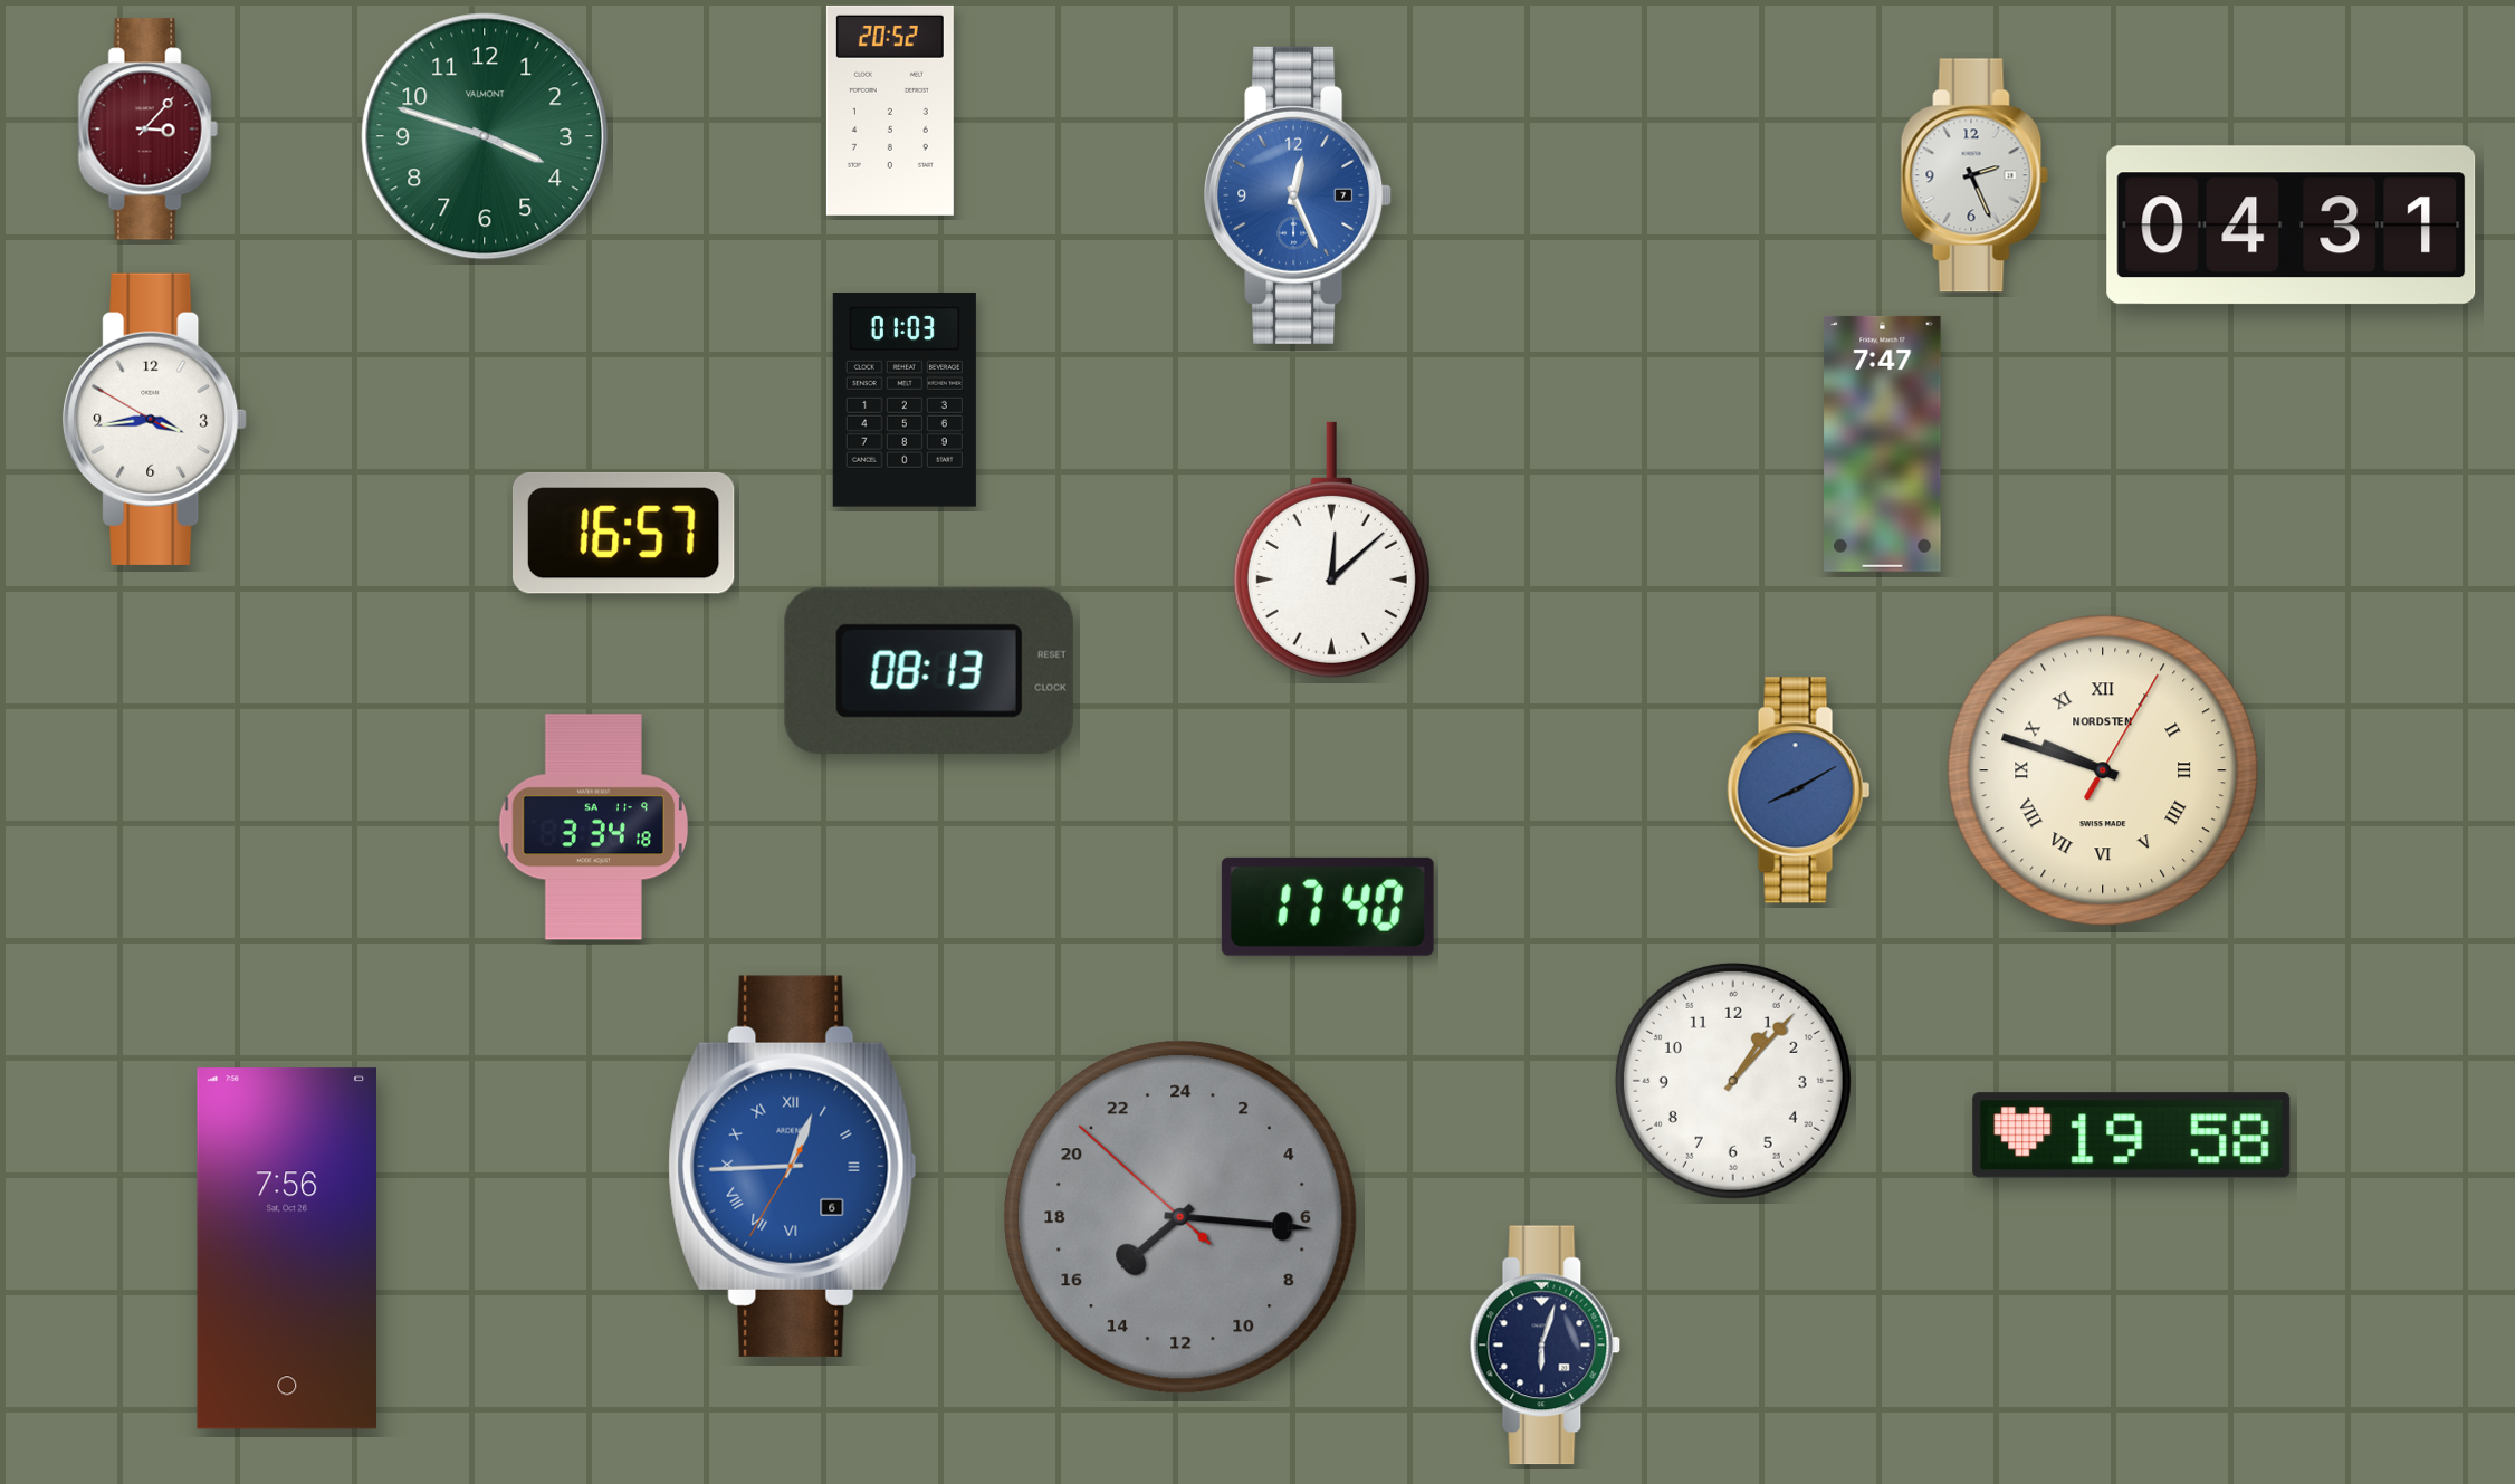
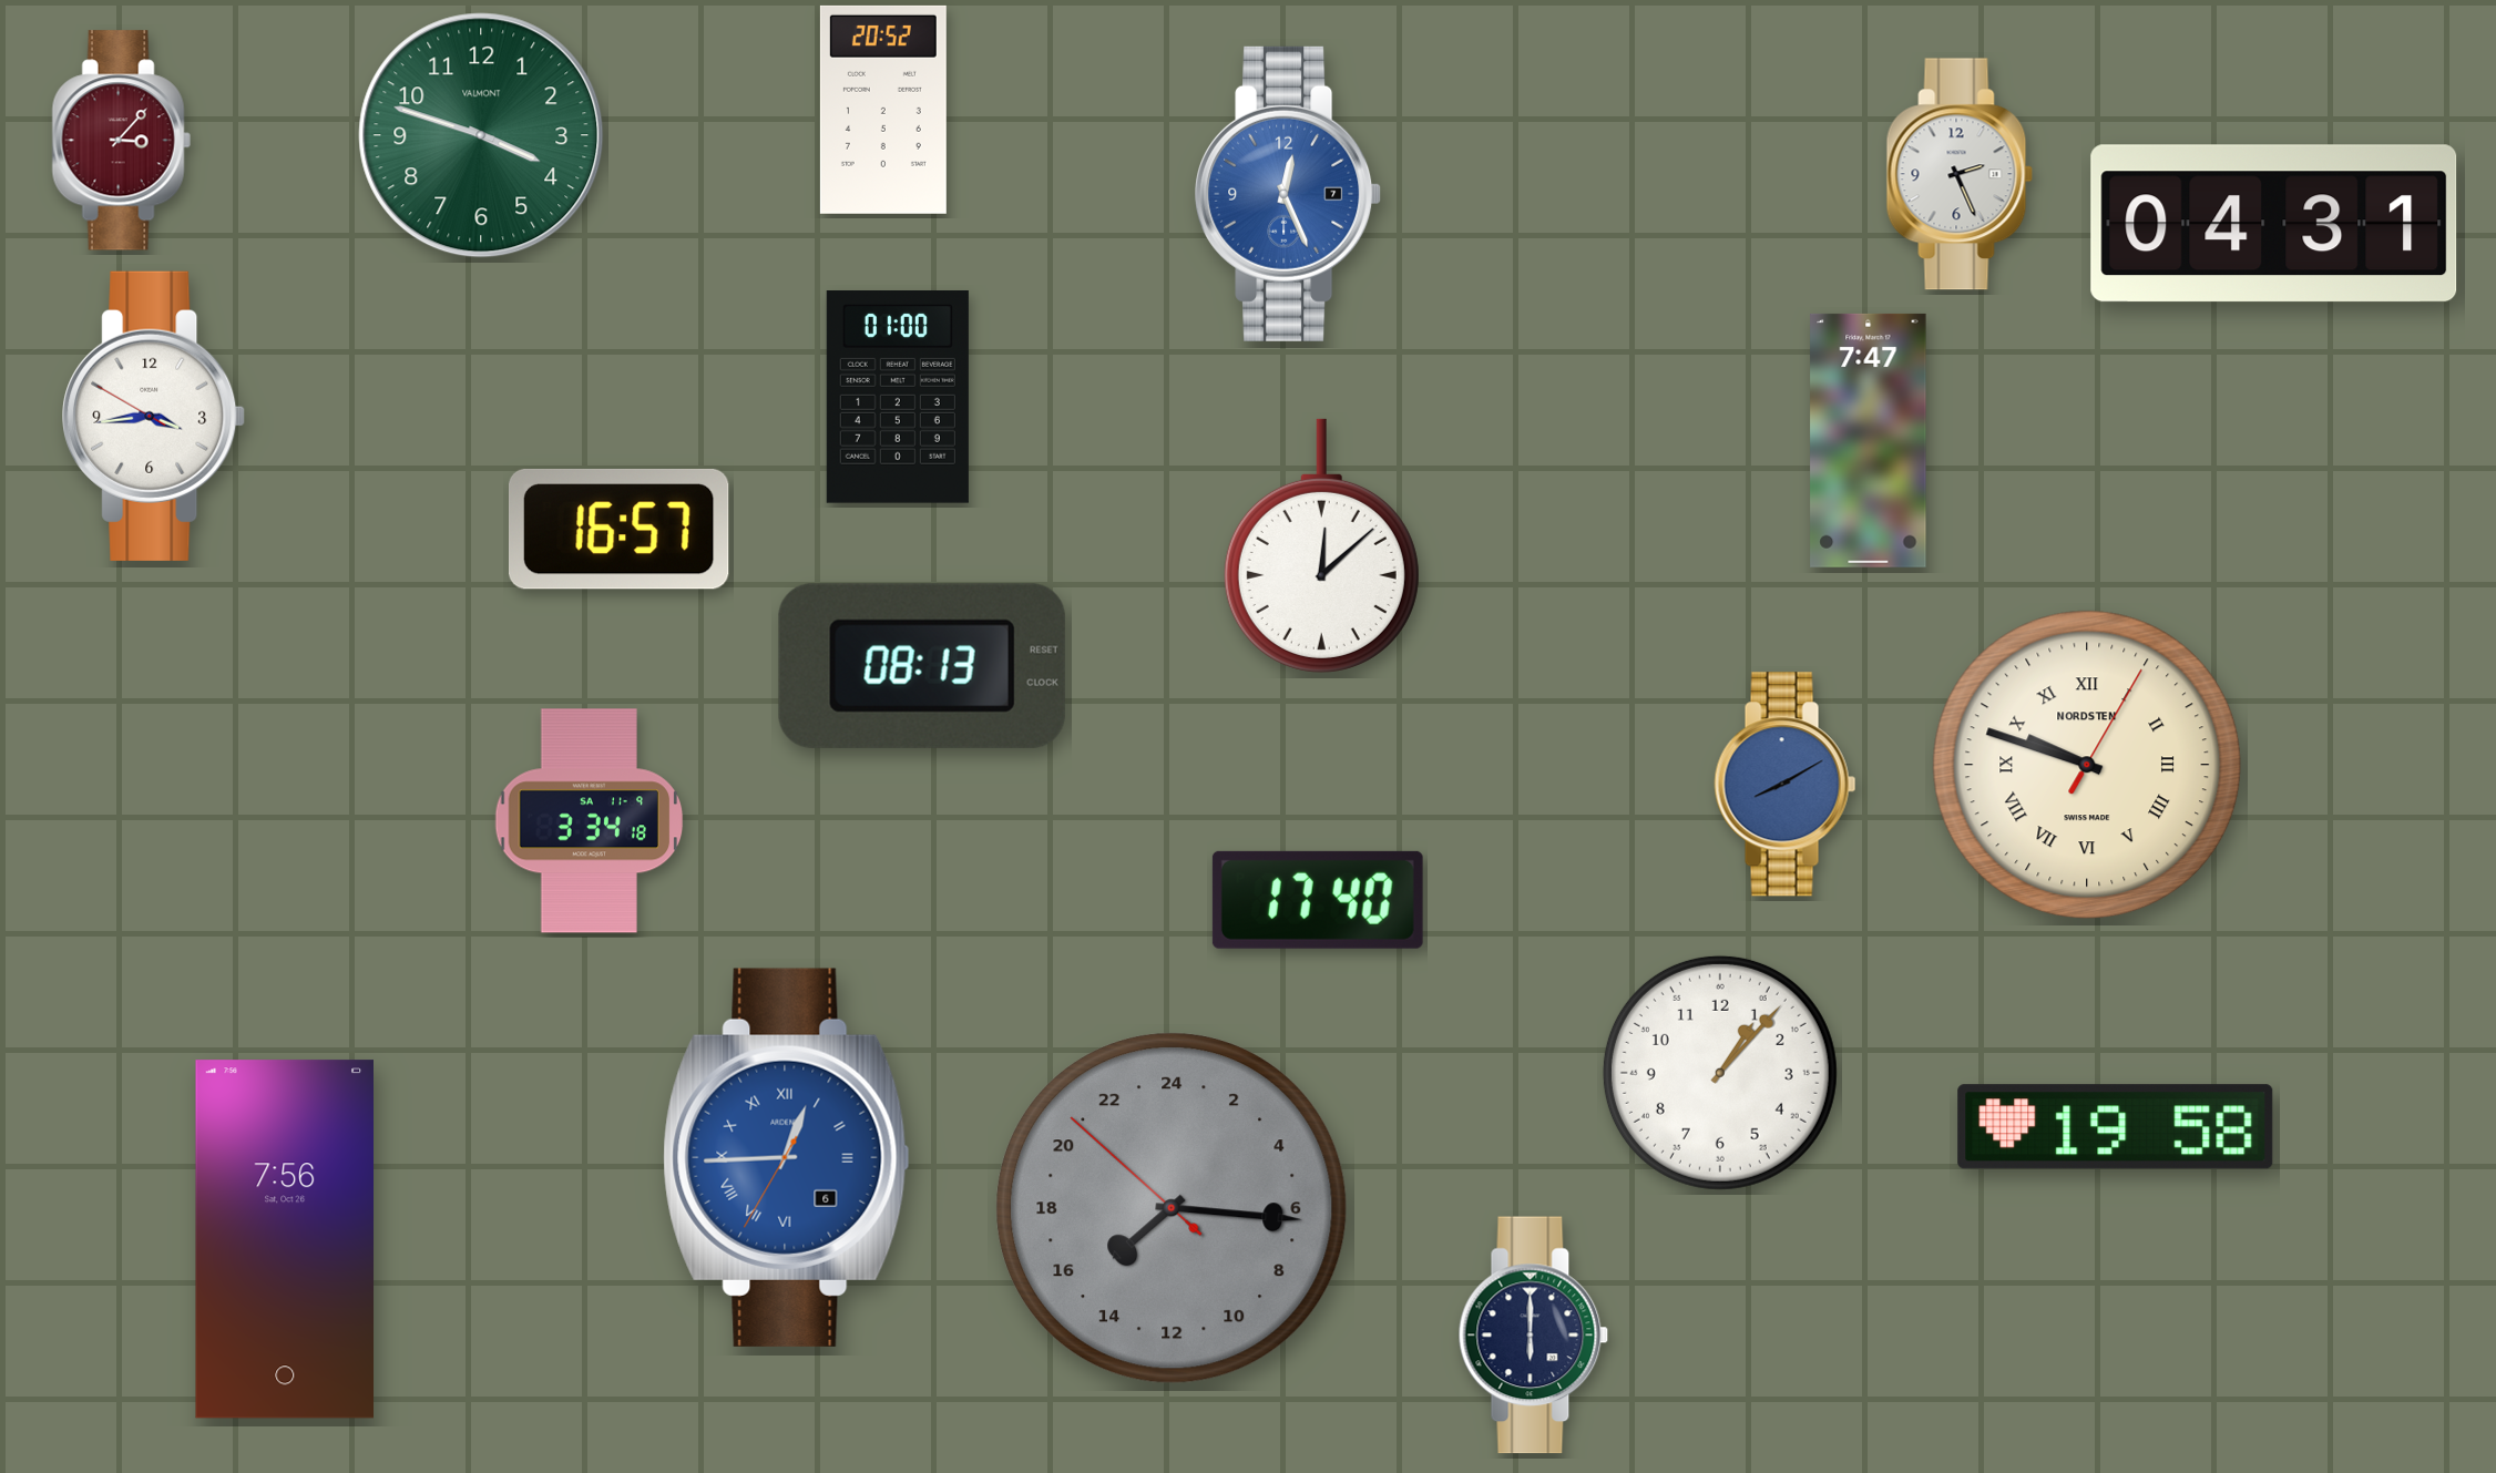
clock at (147, 130) position: (147, 130) -> (121, 141)
clock at (905, 401): 01:03 -> 01:00
clock at (1546, 1346): 6:03 -> 6:00
